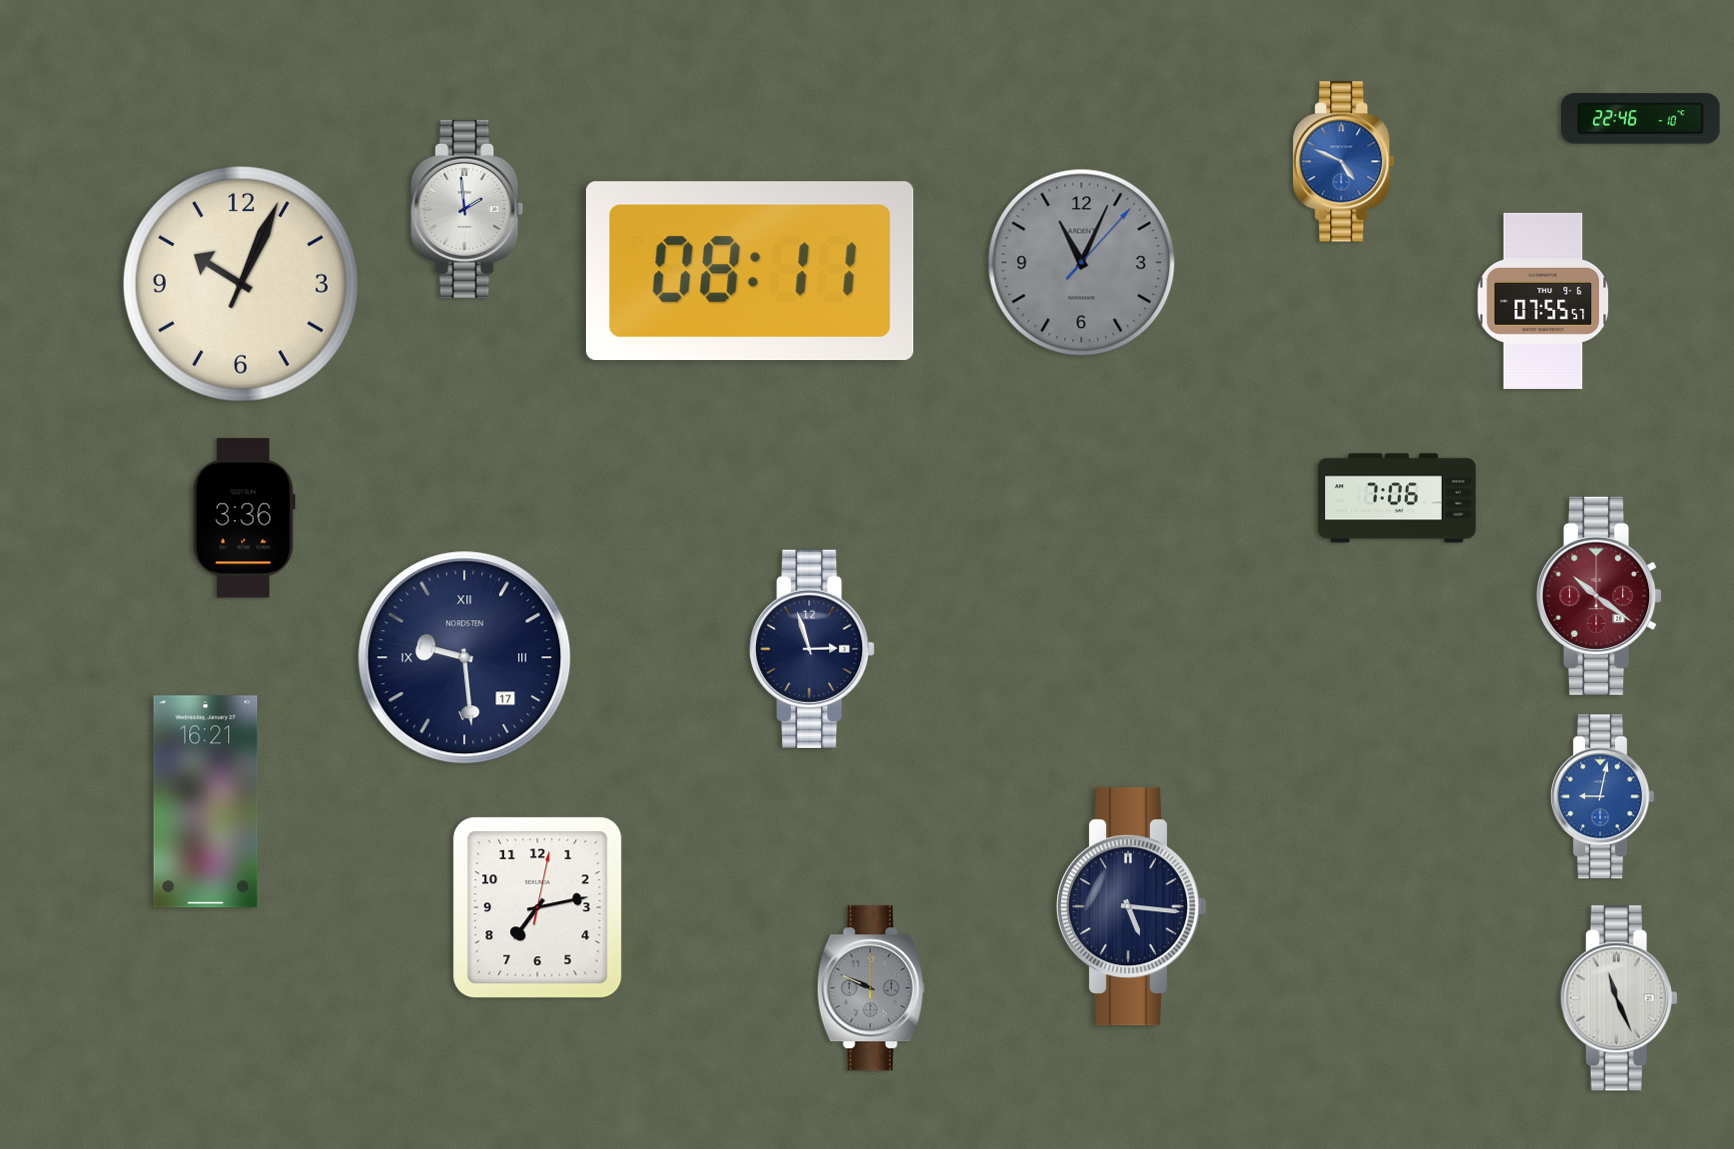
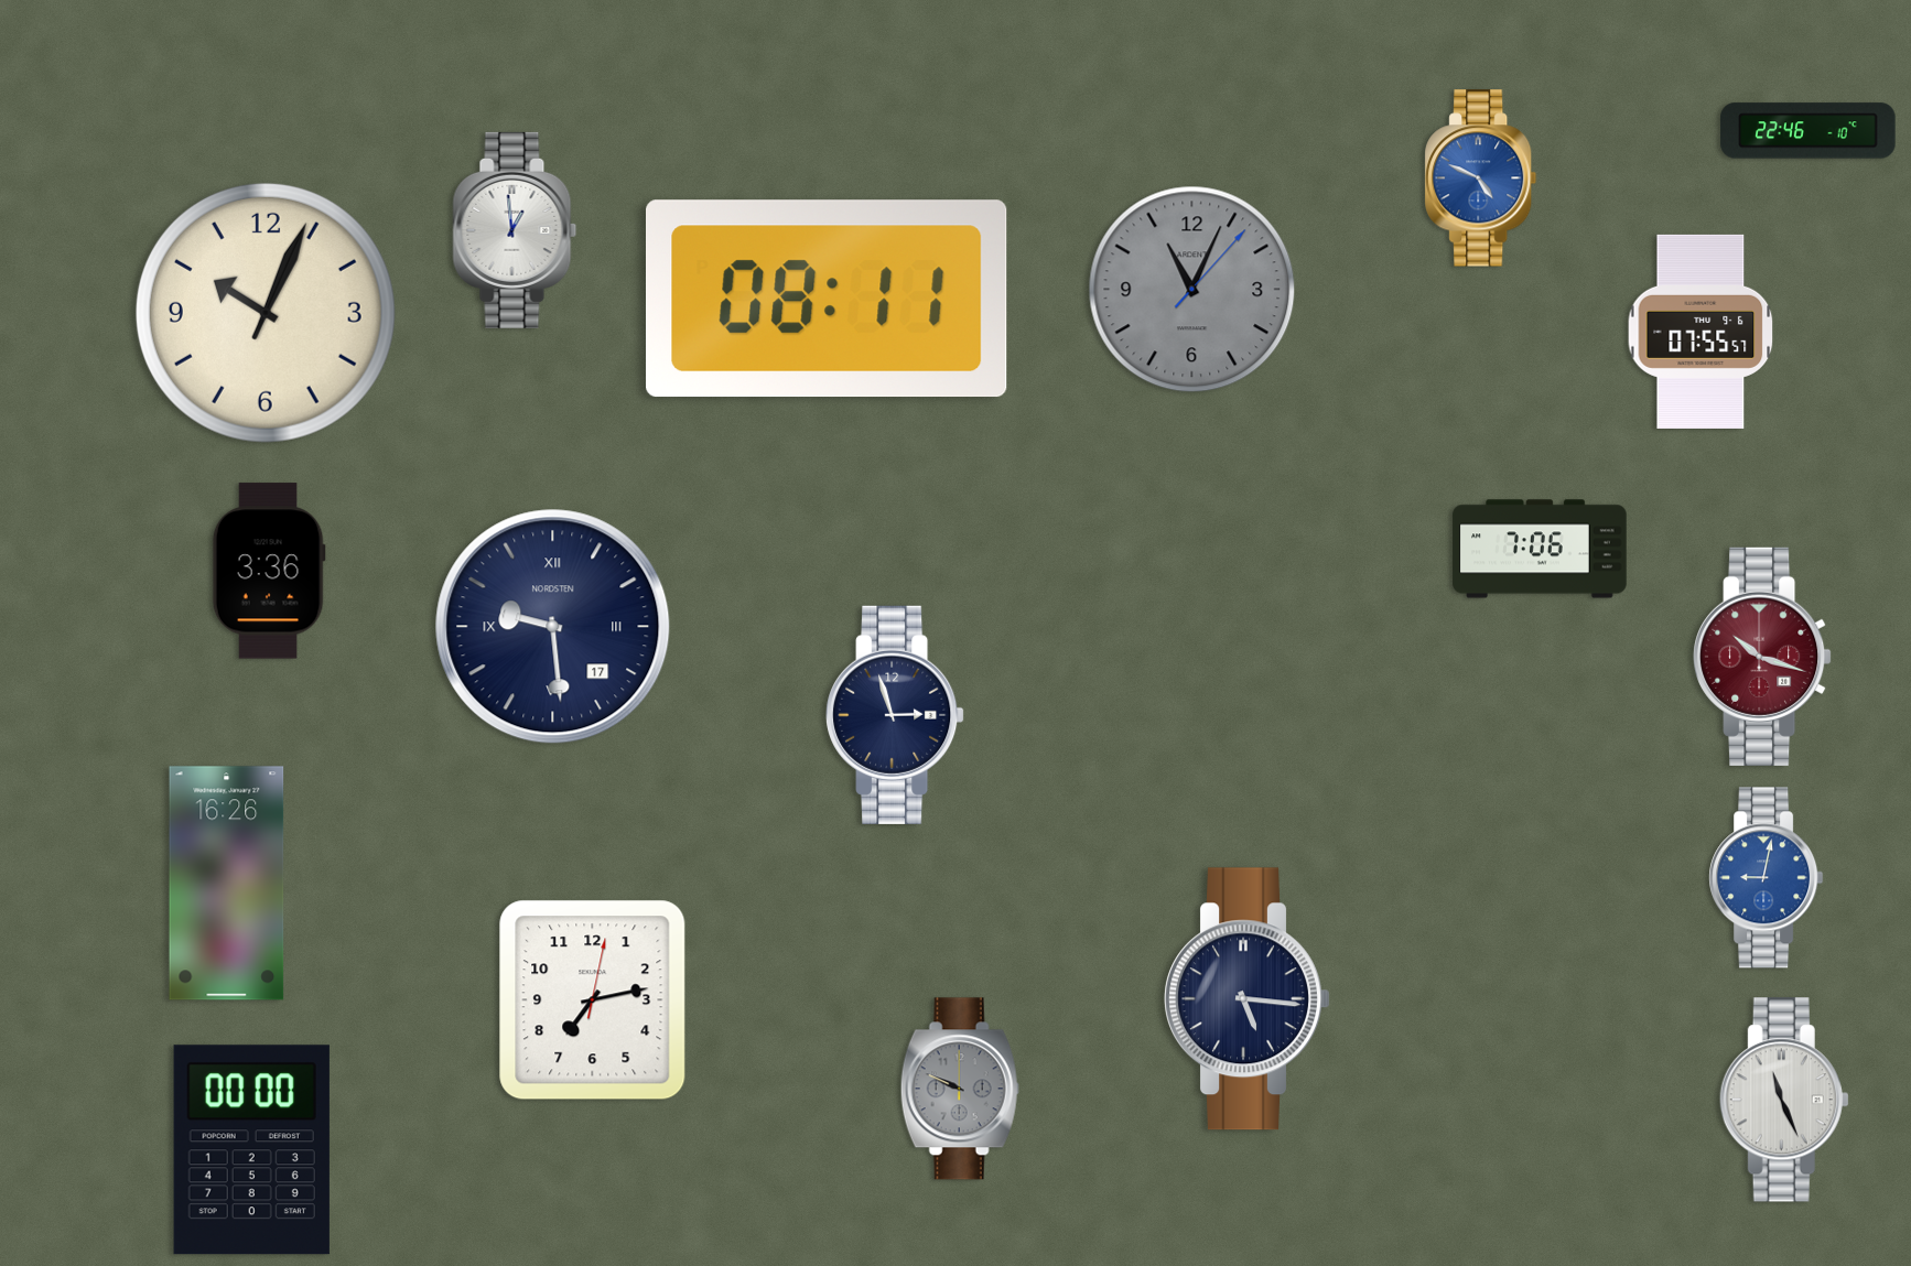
clock at (467, 209): 1:59 -> 12:59
clock at (1599, 596): 10:21 -> 10:18
clock at (465, 658) position: (465, 658) -> (553, 627)
clock at (206, 802): 16:21 -> 16:26
clock at (251, 1150): none -> 00:00
